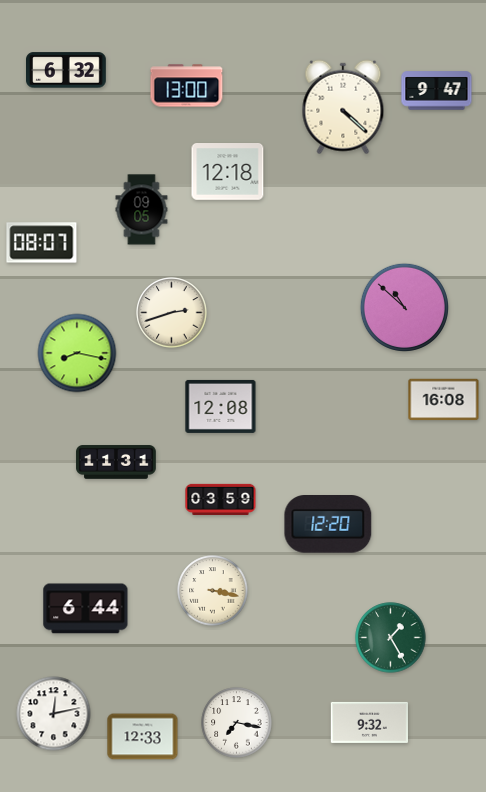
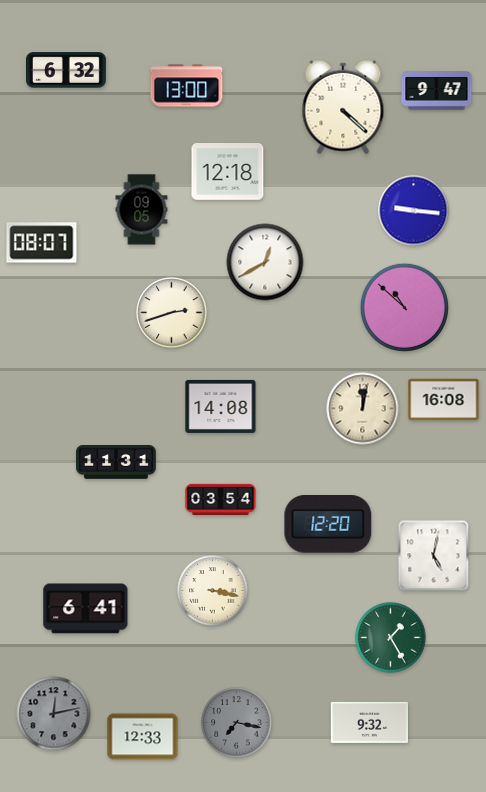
clock at (414, 211): none -> 9:16
clock at (265, 262): none -> 12:40
clock at (77, 353): 8:17 -> none
clock at (221, 406): 12:08 -> 14:08
clock at (363, 409): none -> 12:02
clock at (221, 499): 03:59 -> 03:54
clock at (434, 556): none -> 5:02
clock at (86, 609): 6:44 -> 6:41
clock at (54, 714) dial: white -> grey
clock at (237, 723) dial: white -> grey
